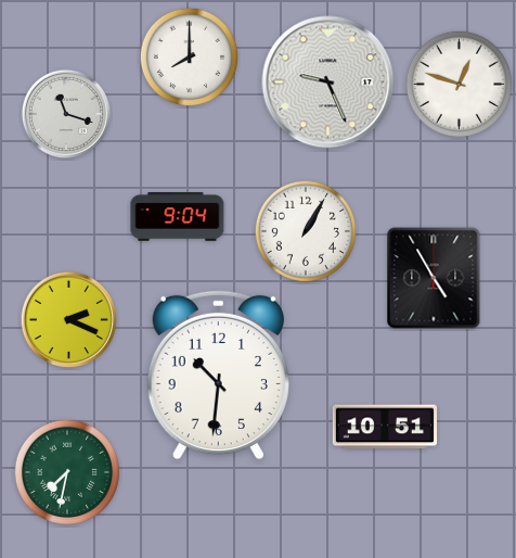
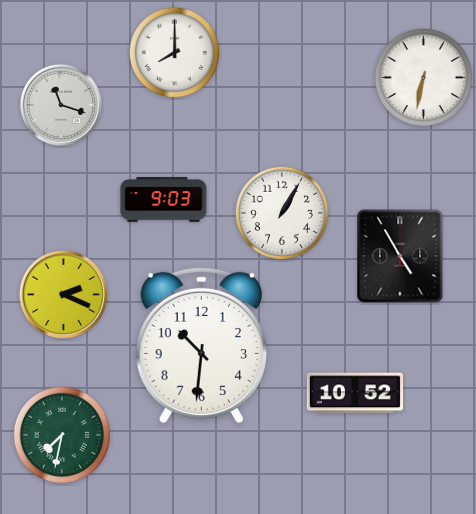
clock at (328, 83): 9:26 -> none
clock at (459, 84): 12:48 -> 6:32
clock at (178, 217): 9:04 -> 9:03
clock at (384, 427): 10:51 -> 10:52
